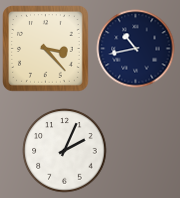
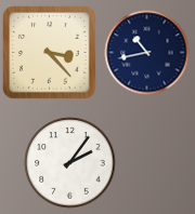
clock at (64, 150): 2:04 -> 2:06
